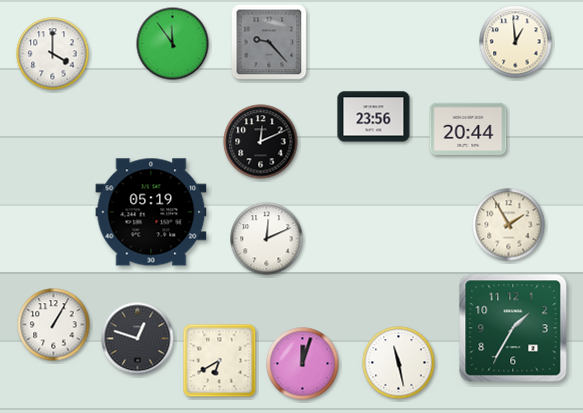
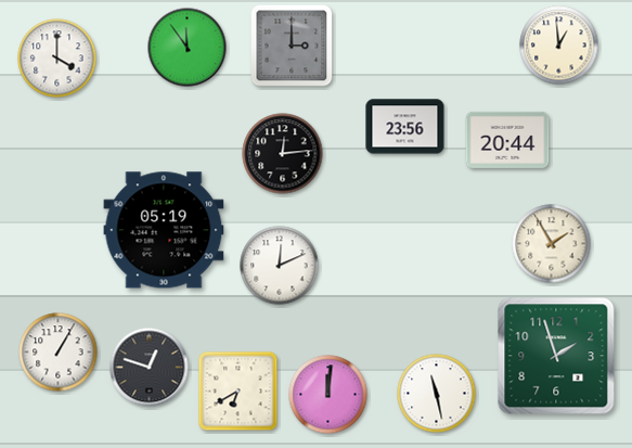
clock at (269, 42): 9:23 -> 3:00
clock at (261, 142): 12:11 -> 12:14
clock at (267, 239) position: (267, 239) -> (280, 266)
clock at (513, 328): 1:35 -> 1:57
clock at (399, 363) position: (399, 363) -> (437, 394)
clock at (303, 364): 12:03 -> 12:01
